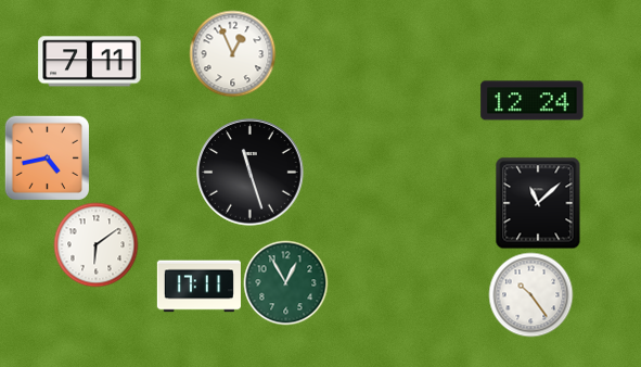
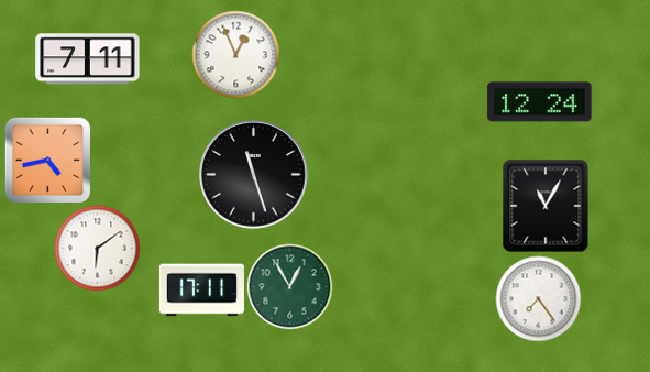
clock at (90, 62) position: (90, 62) -> (88, 59)
clock at (538, 203): 11:08 -> 11:05
clock at (530, 294): 10:24 -> 7:24
